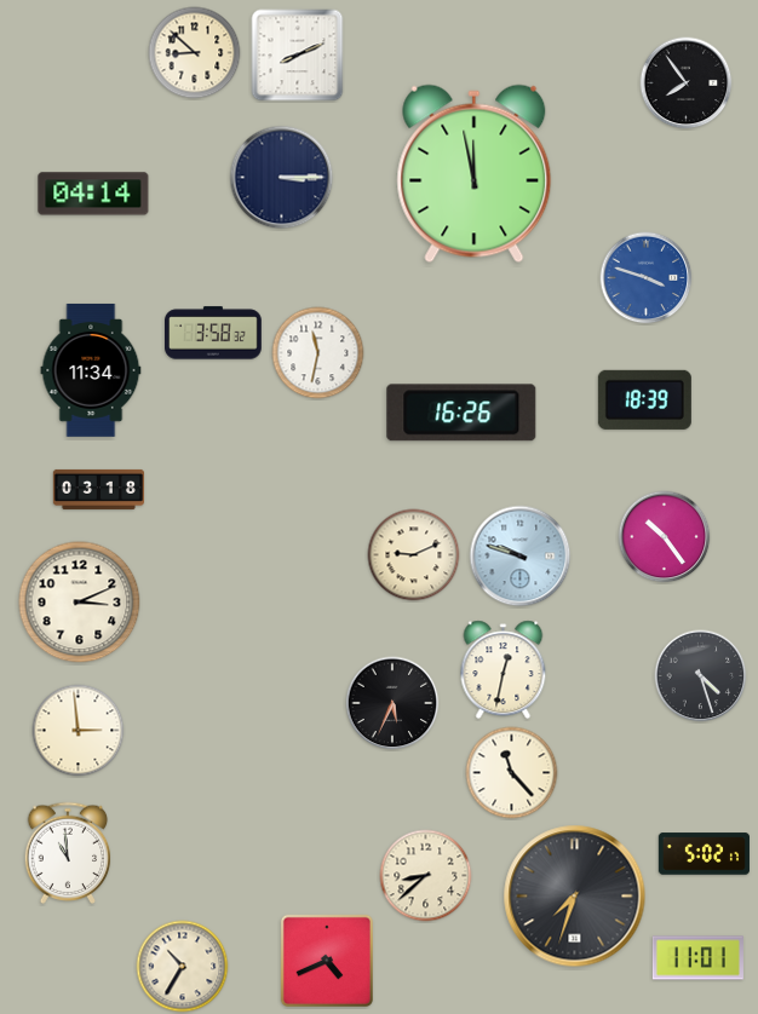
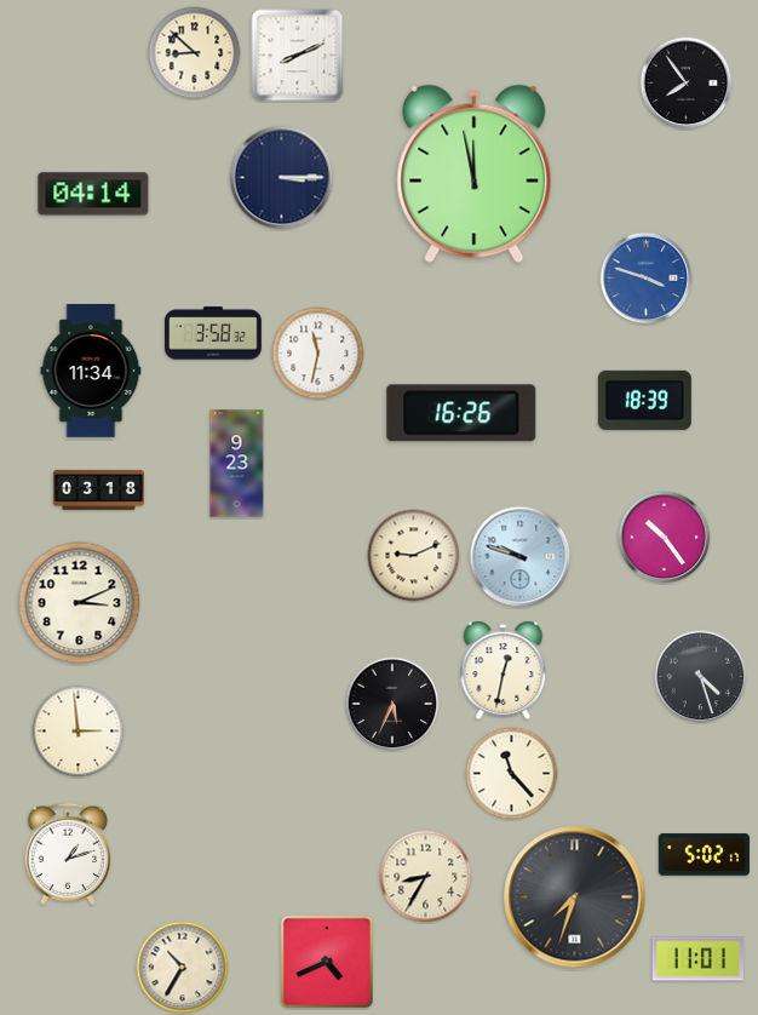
clock at (237, 464): none -> 9:23
clock at (68, 852): 10:59 -> 1:12
clock at (426, 876): 8:38 -> 8:35
